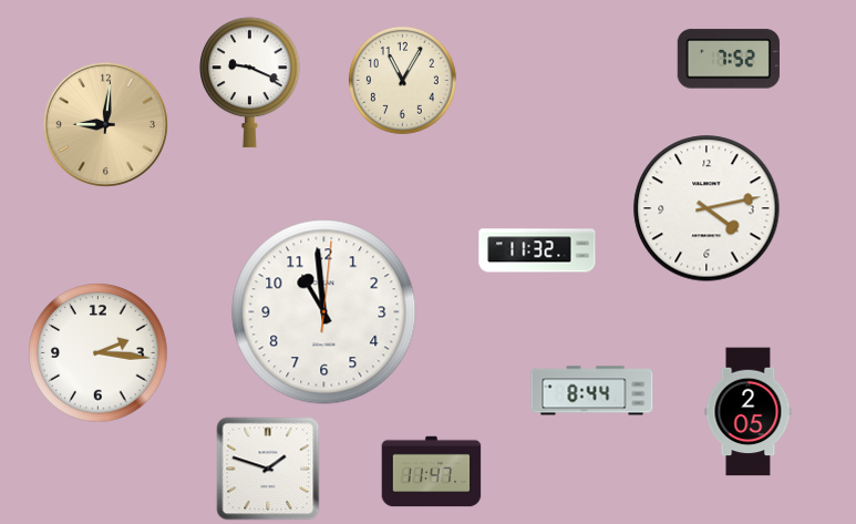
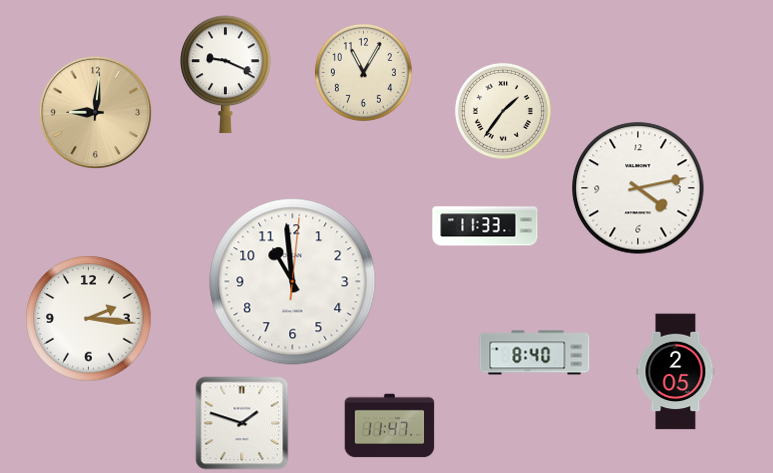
clock at (729, 59): 7:52 -> none
clock at (503, 111): none -> 1:36
clock at (537, 250): 11:32 -> 11:33
clock at (592, 391): 8:44 -> 8:40
